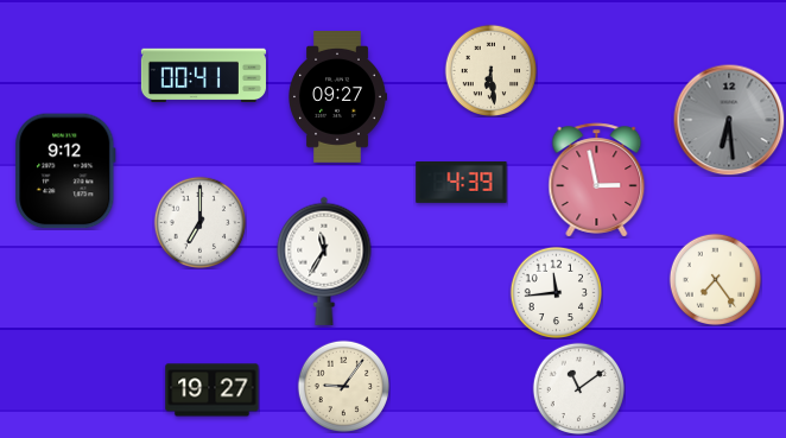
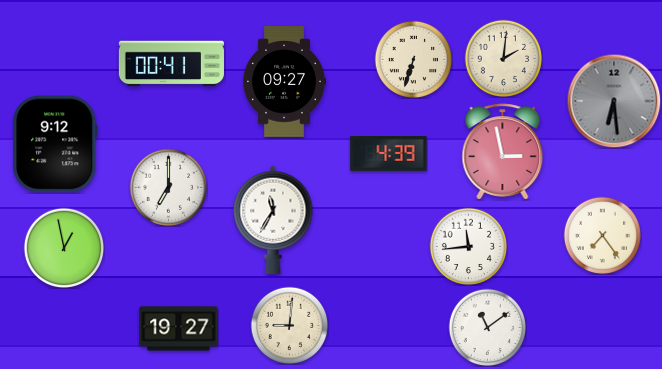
clock at (503, 58): none -> 2:01
clock at (490, 70): 6:29 -> 6:33
clock at (64, 248): none -> 12:58
clock at (343, 386): 9:06 -> 9:01
